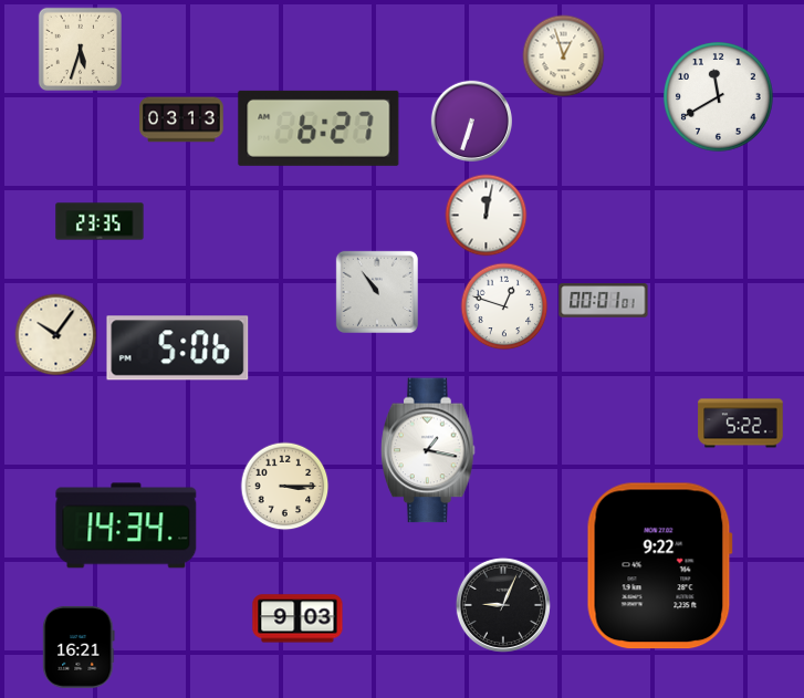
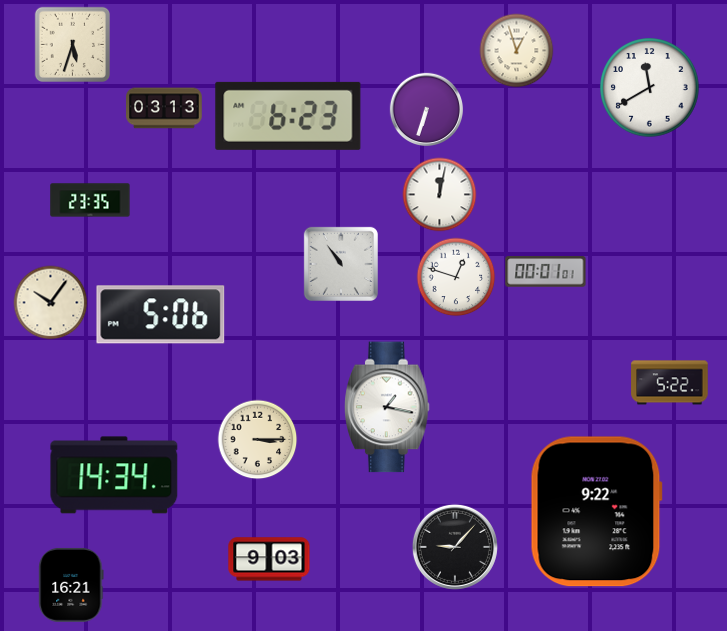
clock at (564, 56) position: (564, 56) -> (517, 51)
clock at (319, 128): 6:27 -> 6:23
clock at (503, 605): 9:04 -> 9:07
